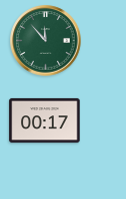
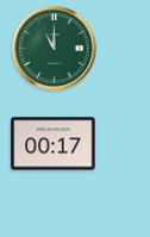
clock at (46, 41): 11:53 -> 11:00
